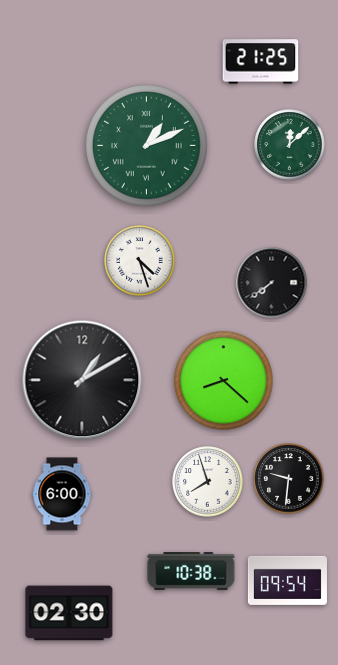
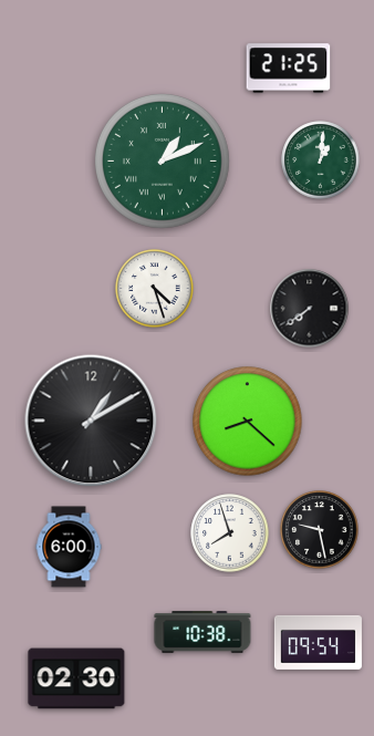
clock at (290, 145): 12:08 -> 1:01
clock at (272, 283) position: (272, 283) -> (310, 309)
clock at (289, 479): 9:31 -> 9:28
clock at (191, 571) position: (191, 571) -> (202, 632)
